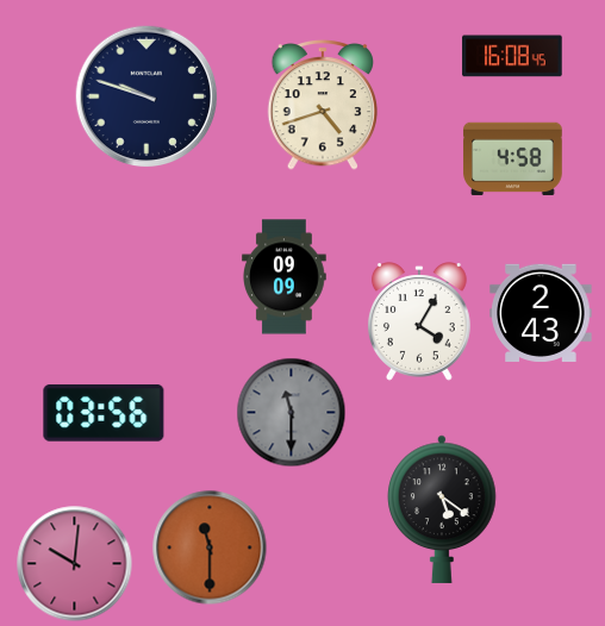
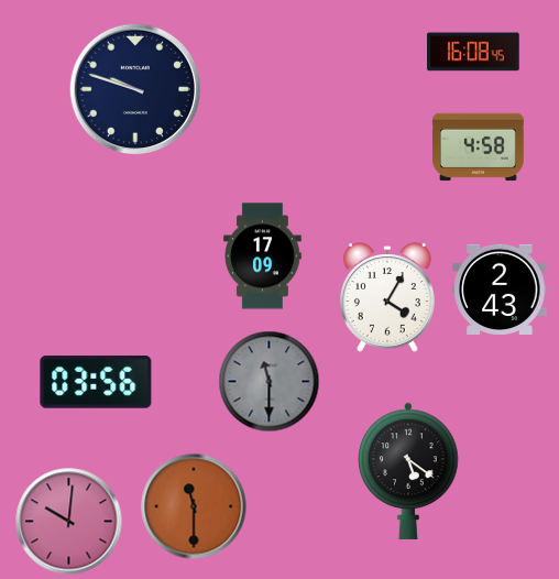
clock at (323, 106): 4:42 -> none
clock at (513, 159) position: (513, 159) -> (479, 148)
clock at (285, 277): 09:09 -> 17:09
